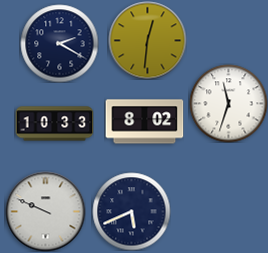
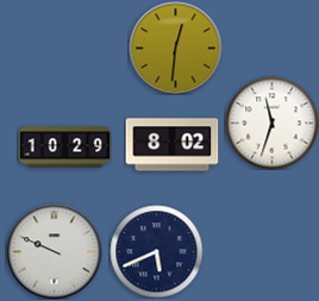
clock at (59, 43): 2:20 -> none
clock at (54, 124): 10:33 -> 10:29
